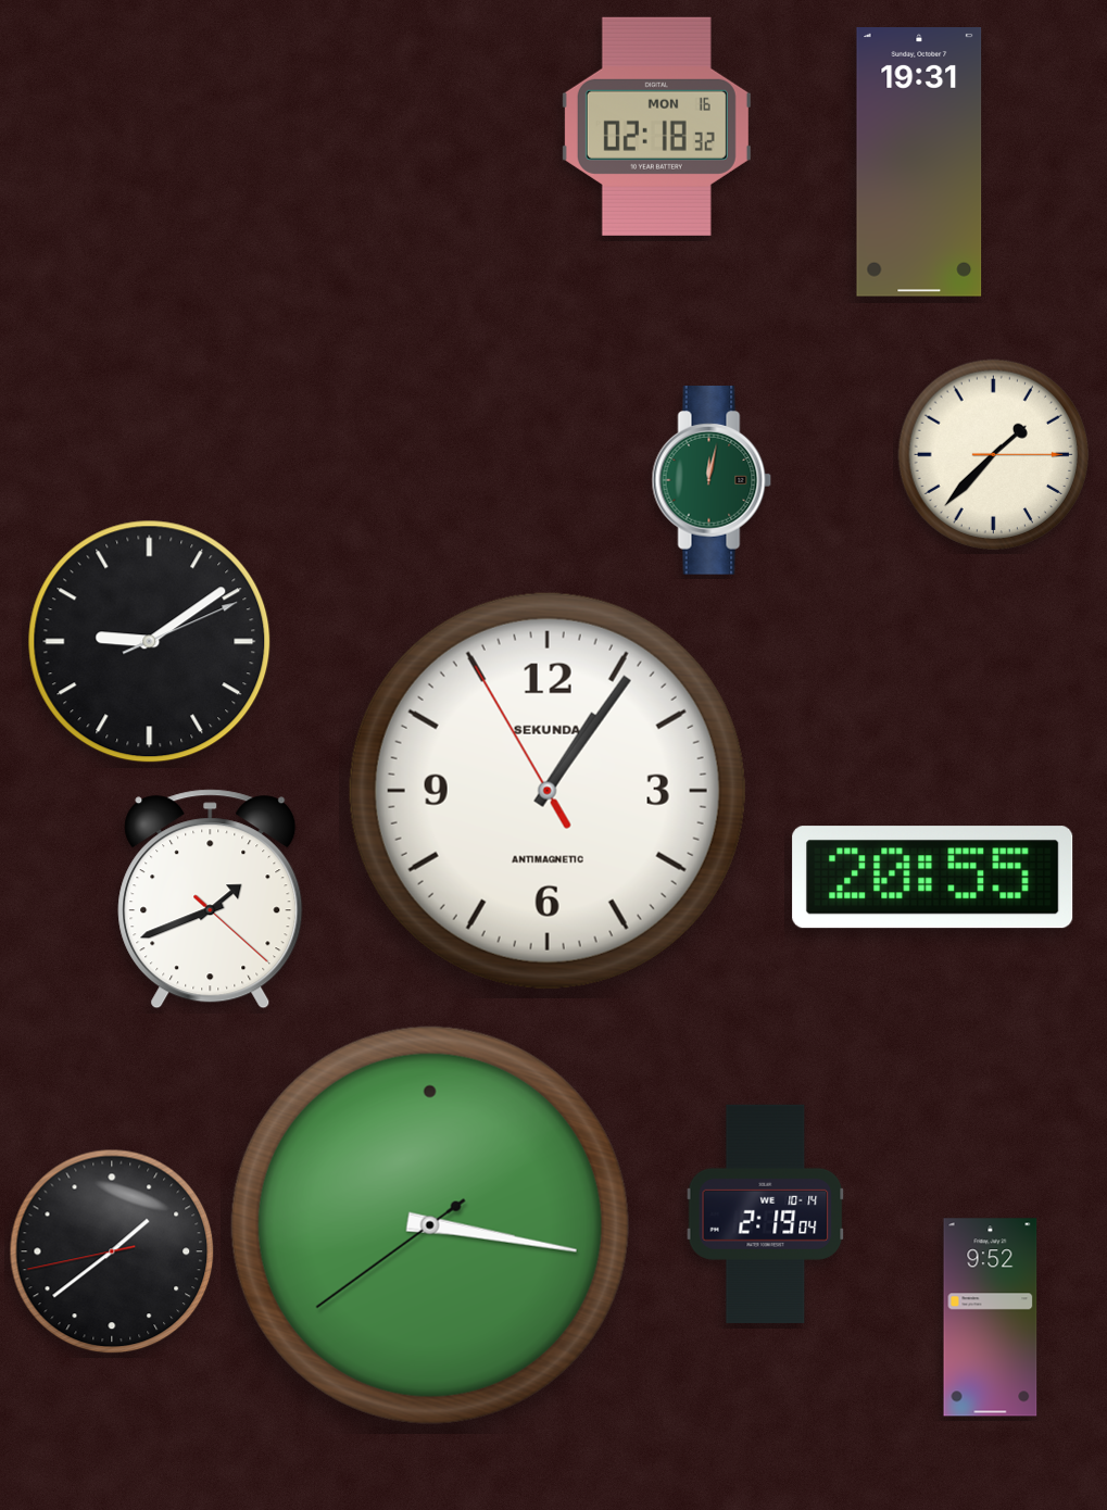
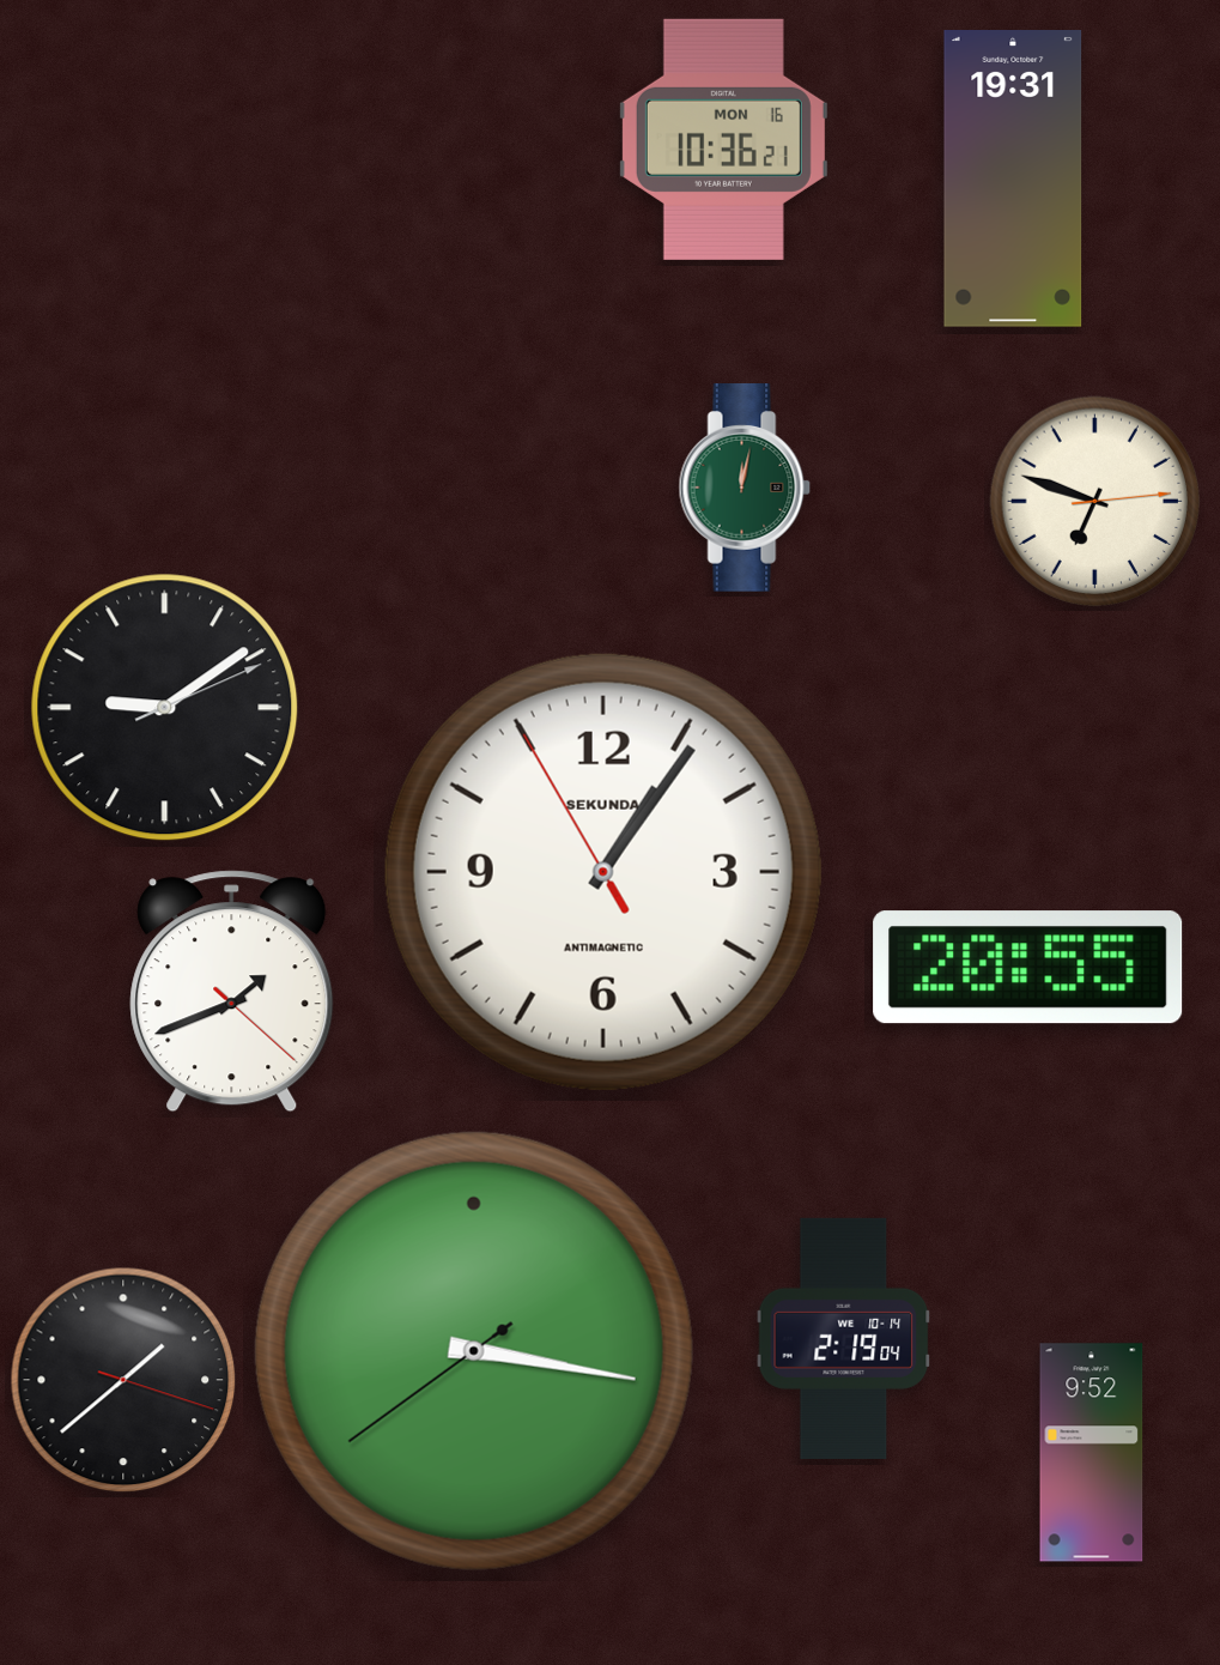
clock at (656, 126): 02:18 -> 10:36
clock at (994, 455): 1:37 -> 6:48
clock at (712, 481) position: (712, 481) -> (745, 489)
clock at (112, 1251): 1:38:43 -> 1:38:18
